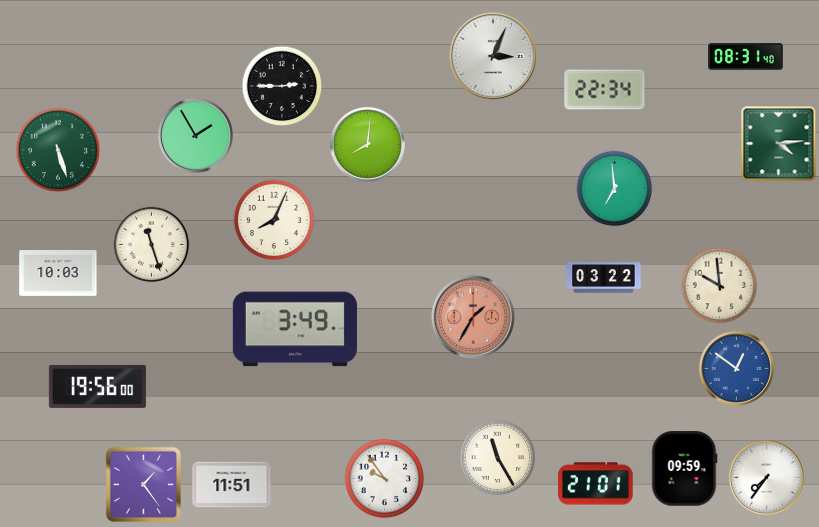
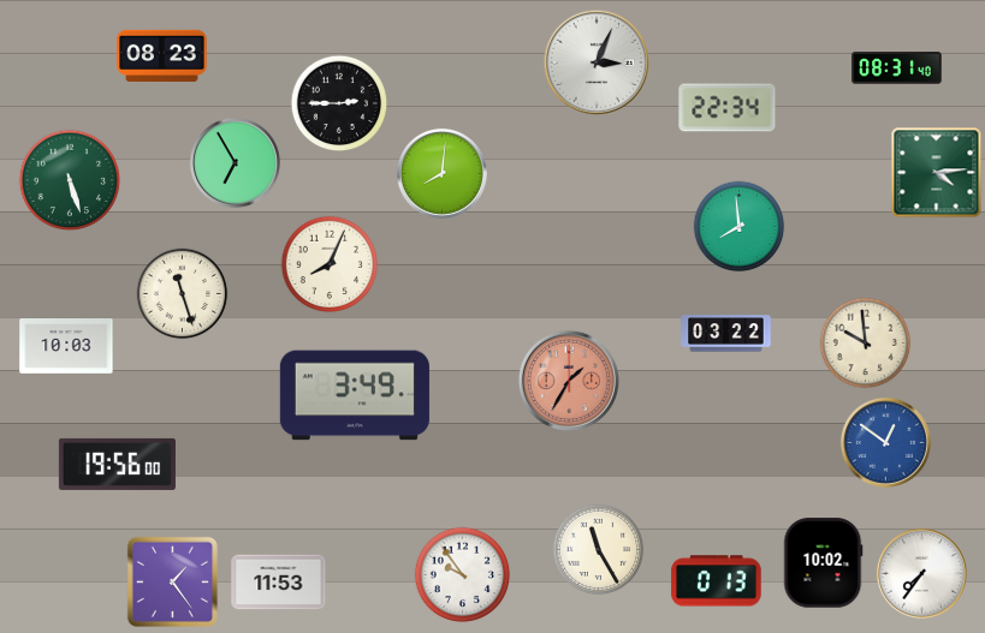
clock at (162, 55): none -> 08:23
clock at (493, 56) position: (493, 56) -> (597, 62)
clock at (195, 135): 1:55 -> 6:55
clock at (615, 189): 6:59 -> 7:59
clock at (58, 274) position: (58, 274) -> (66, 347)
clock at (684, 469): 09:59 -> 10:02
clock at (596, 484): 21:01 -> 0:13
clock at (232, 485): 11:51 -> 11:53
